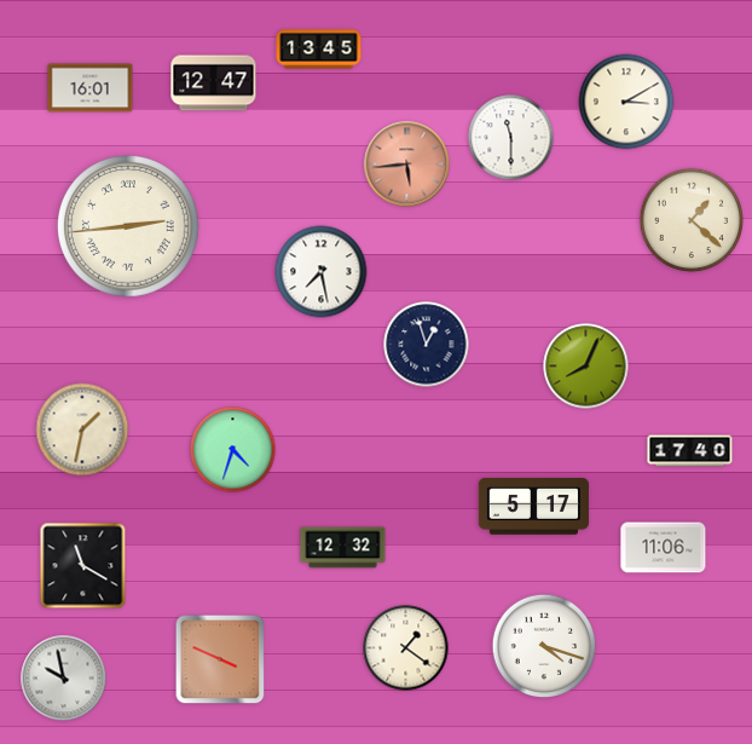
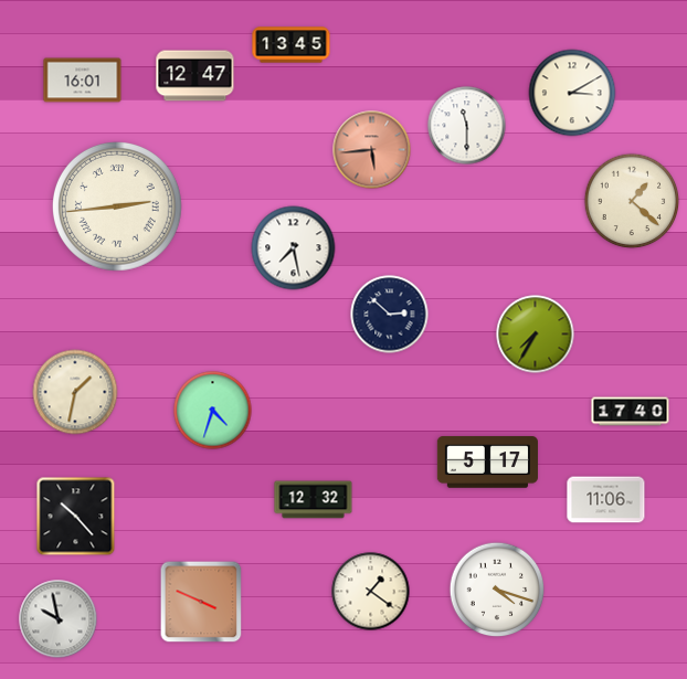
clock at (427, 345): 12:57 -> 2:52
clock at (586, 367): 8:04 -> 7:35
clock at (83, 566): 11:20 -> 10:23
